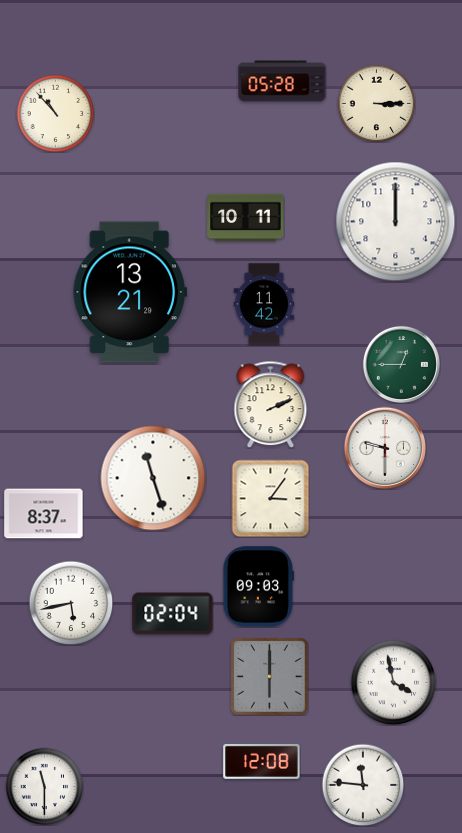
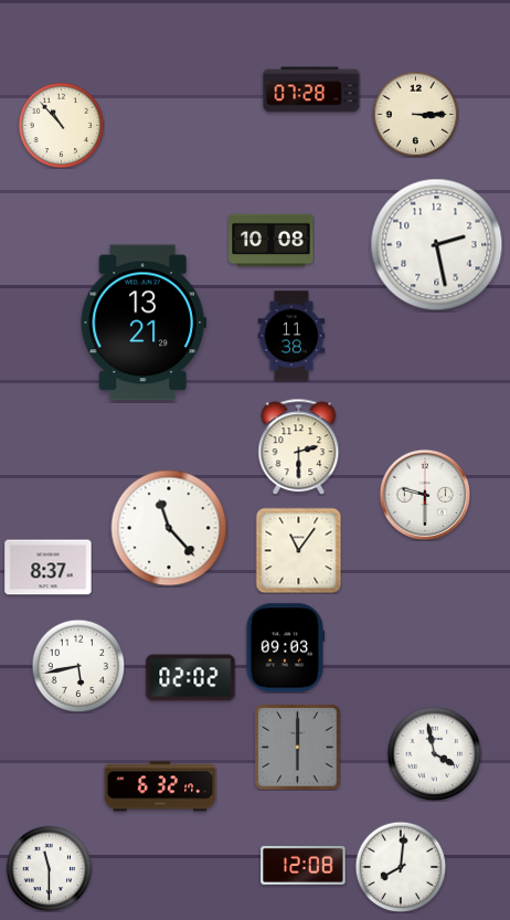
clock at (282, 81): 05:28 -> 07:28
clock at (246, 218): 10:11 -> 10:08
clock at (396, 222): 12:00 -> 2:28
clock at (264, 304): 11:42 -> 11:38
clock at (401, 364): 12:45 -> none
clock at (271, 404): 2:11 -> 2:30
clock at (153, 478): 11:27 -> 11:23
clock at (270, 498): 3:06 -> 11:06
clock at (173, 614): 02:04 -> 02:02
clock at (160, 786): none -> 6:32
clock at (262, 761) position: (262, 761) -> (304, 865)
clock at (363, 785): 11:46 -> 8:01
